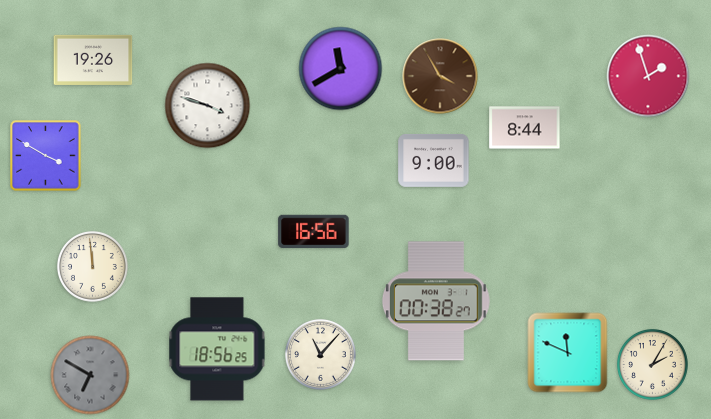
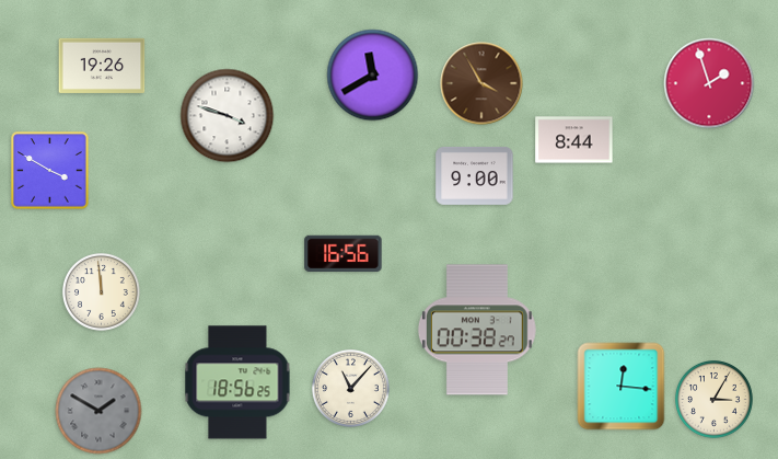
clock at (568, 353): 11:49 -> 12:16
clock at (652, 364): 2:05 -> 3:05
clock at (90, 375): 6:50 -> 1:50
